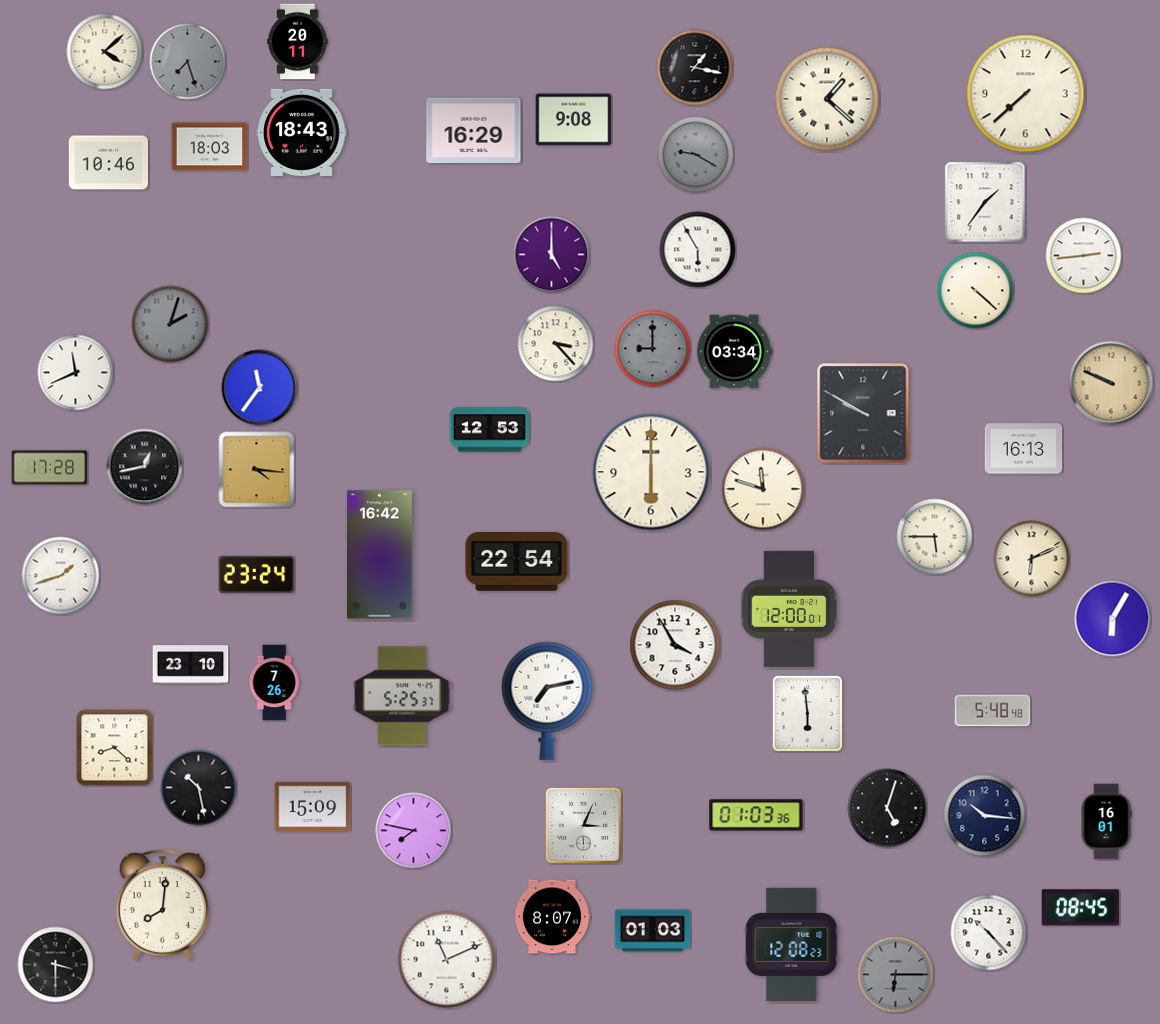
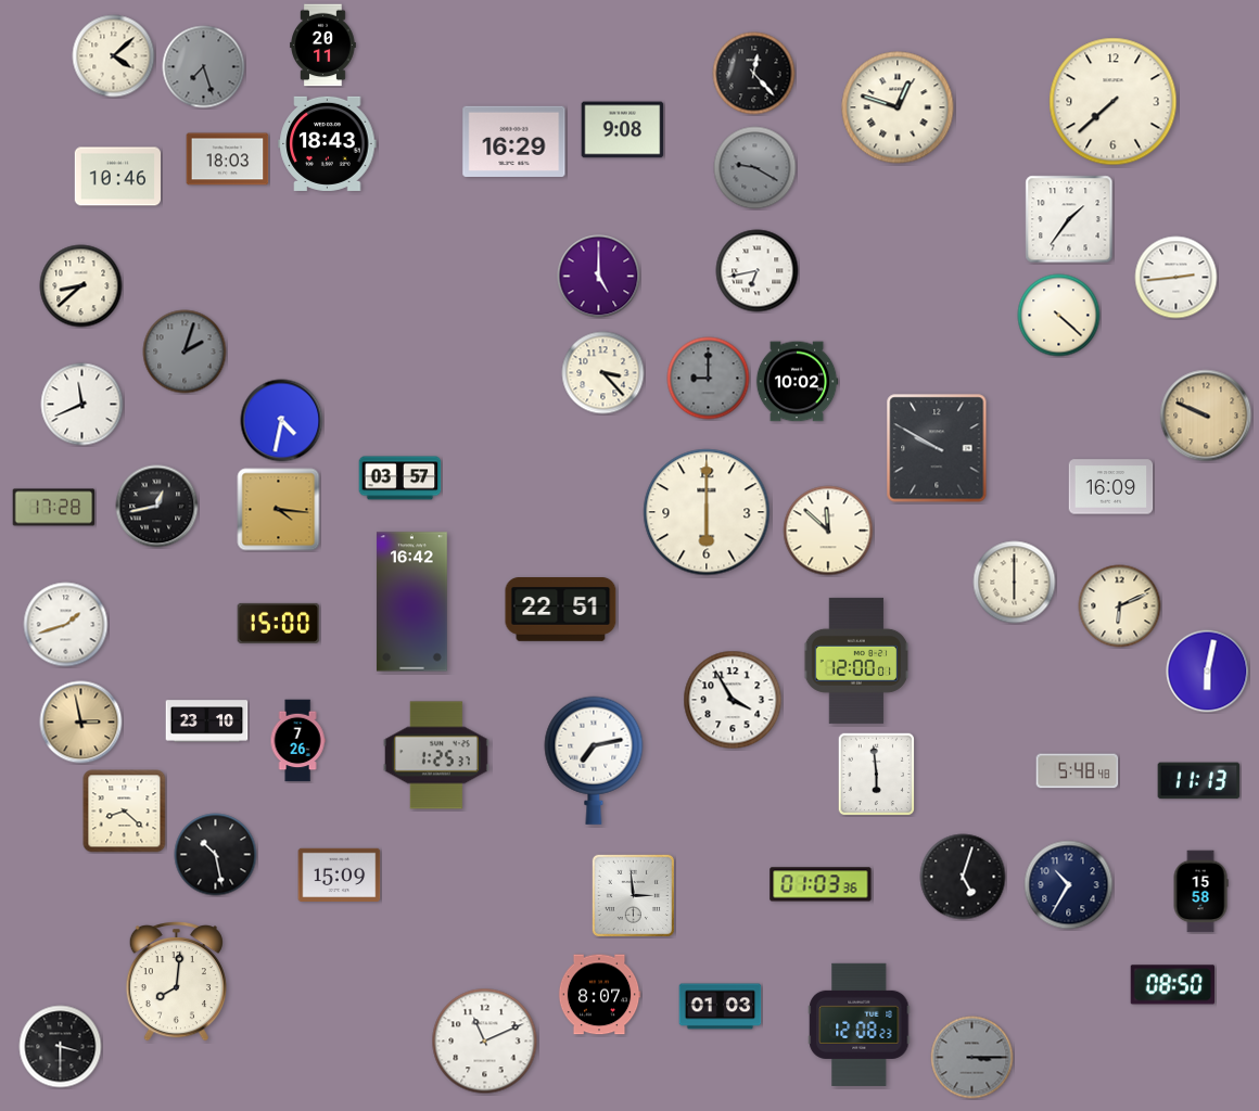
clock at (695, 68): 1:17 -> 12:23
clock at (827, 99): 1:22 -> 12:48
clock at (698, 250): 5:55 -> 6:43
clock at (81, 286): none -> 8:38
clock at (734, 352): 03:34 -> 10:02
clock at (260, 388): 11:36 -> 4:32
clock at (490, 430): 12:53 -> none
clock at (400, 478): none -> 03:57
clock at (1024, 449): 16:13 -> 16:09
clock at (763, 489): 11:48 -> 11:52
clock at (935, 537): 5:45 -> 6:00
clock at (517, 562): 22:54 -> 22:51
clock at (257, 574): 23:24 -> 15:00
clock at (1113, 619): 6:05 -> 6:02
clock at (81, 723): none -> 2:58
clock at (402, 696): 5:25 -> 1:25
clock at (1199, 781): none -> 11:13
clock at (985, 816): 10:16 -> 10:35
clock at (1106, 822): 16:01 -> 15:58
clock at (583, 825): 3:04 -> 2:59
clock at (414, 831): 7:47 -> none
clock at (1081, 908): 08:45 -> 08:50
clock at (653, 931) position: (653, 931) -> (721, 1007)
clock at (989, 933): 10:23 -> none
clock at (896, 975): 6:15 -> 3:15
